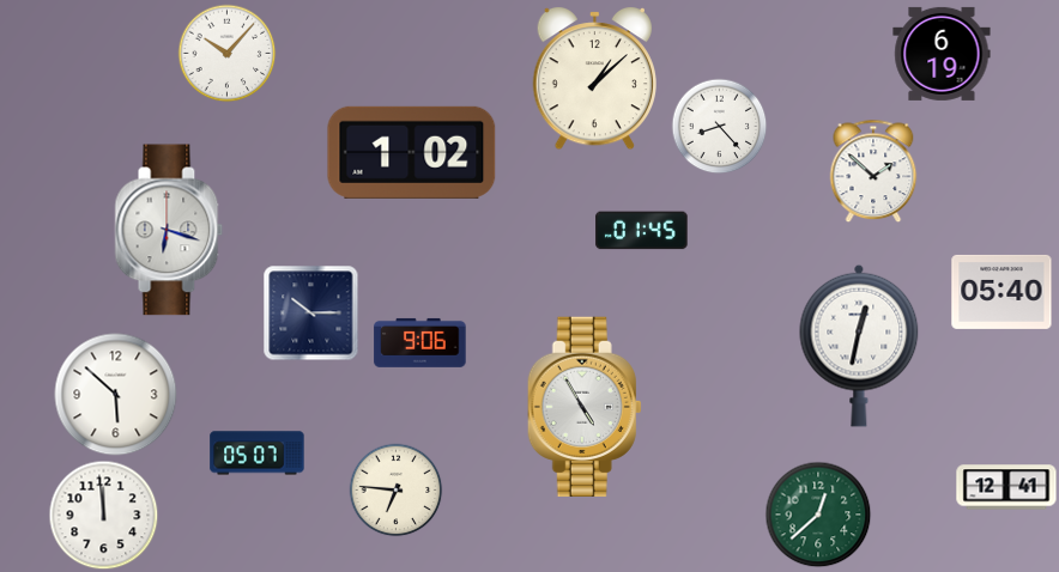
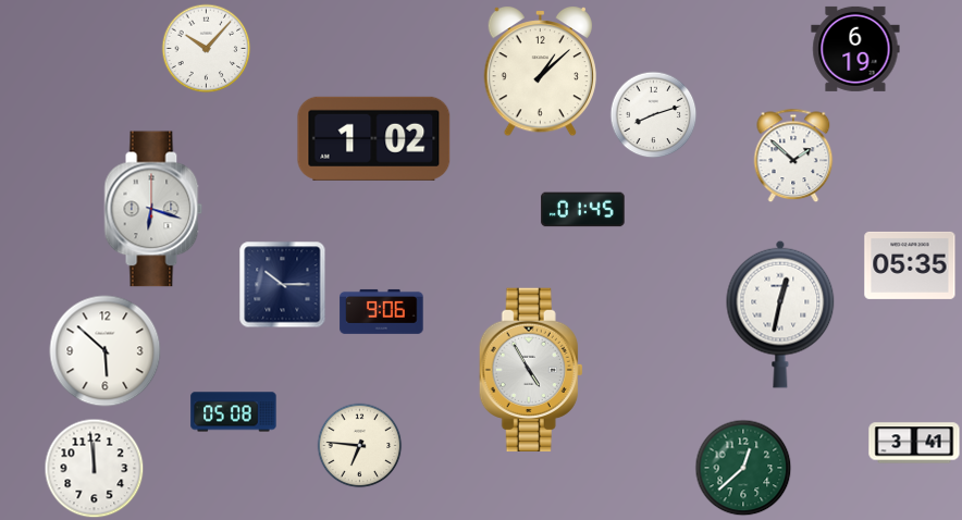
clock at (719, 126): 8:23 -> 8:12
clock at (1001, 292): 05:40 -> 05:35
clock at (116, 395) position: (116, 395) -> (106, 351)
clock at (258, 454): 05:07 -> 05:08
clock at (1006, 487): 12:41 -> 3:41
